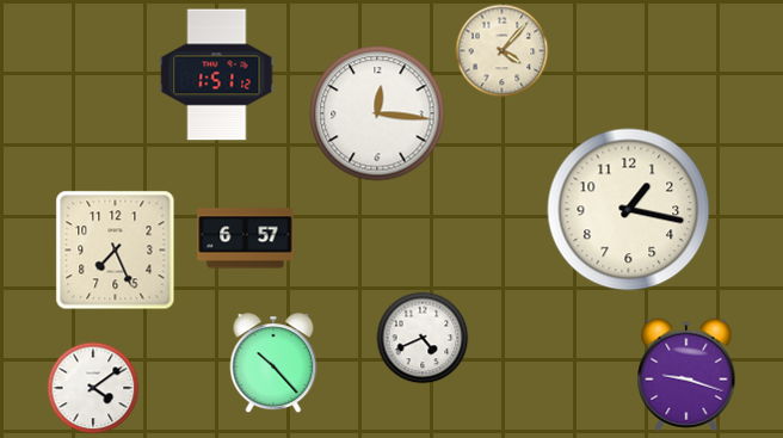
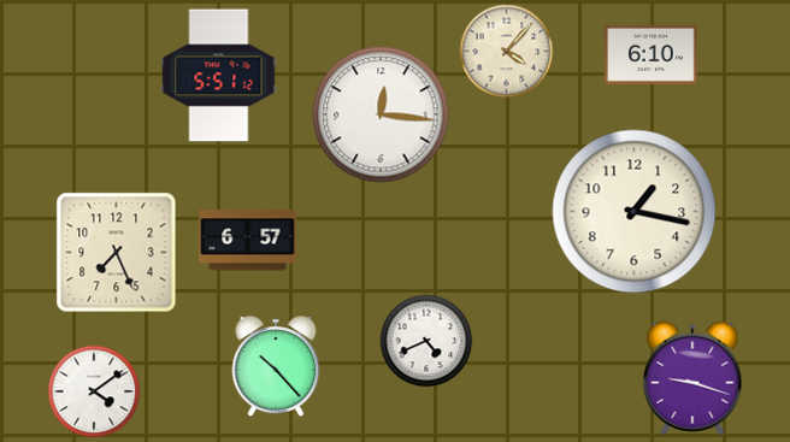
clock at (652, 54): none -> 6:10
clock at (217, 75): 1:51 -> 5:51
